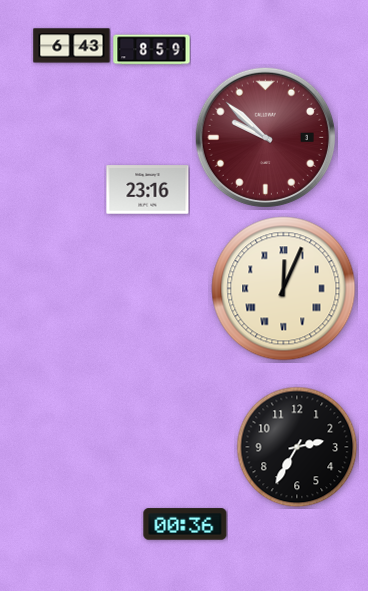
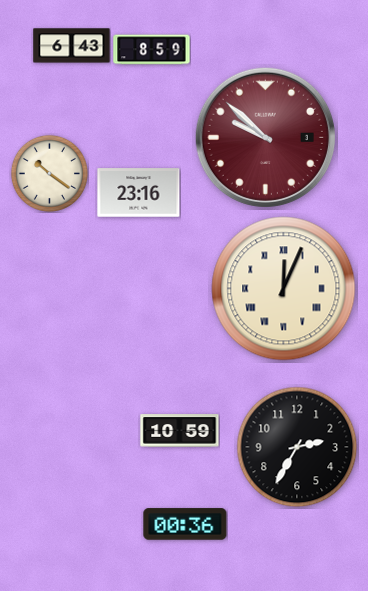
clock at (49, 173): none -> 10:21
clock at (148, 190) position: (148, 190) -> (139, 193)
clock at (180, 431): none -> 10:59
